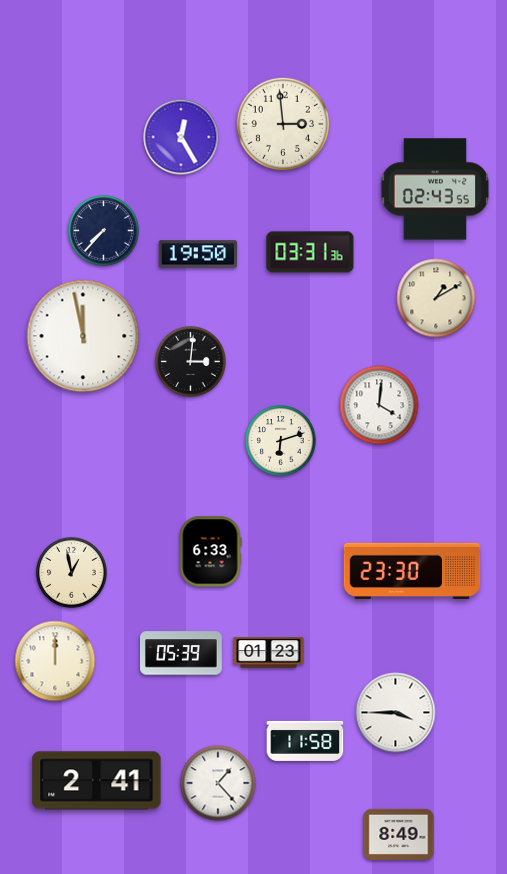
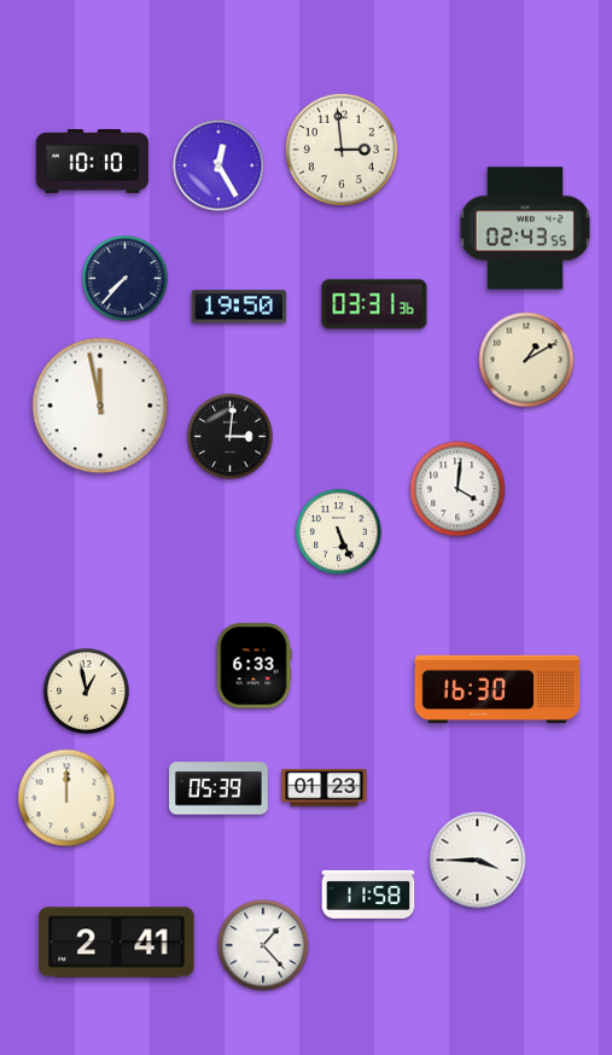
clock at (93, 162): none -> 10:10
clock at (281, 441): 6:12 -> 5:26
clock at (412, 571): 23:30 -> 16:30
clock at (399, 834): 8:49 -> none
